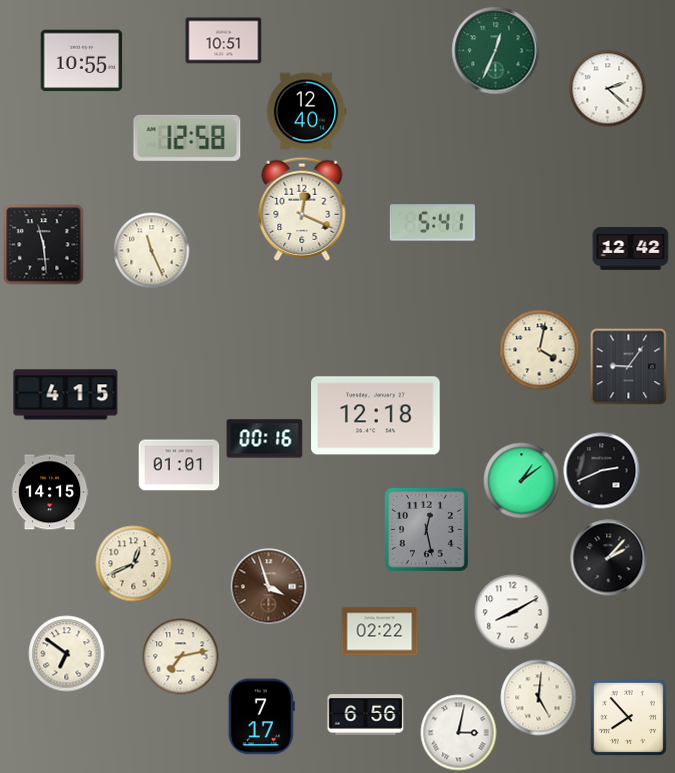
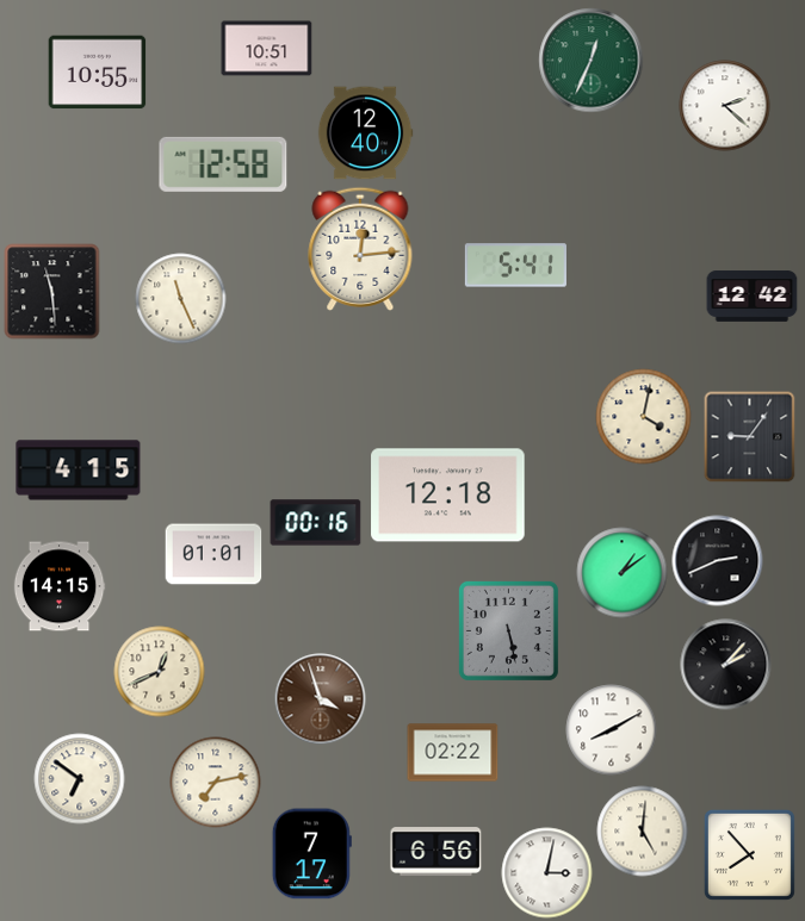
clock at (302, 209): 12:19 -> 12:14
clock at (426, 529): 12:28 -> 5:28
